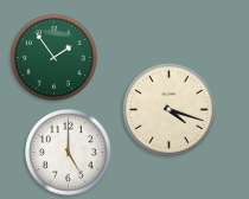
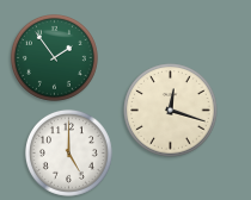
clock at (170, 110): 4:18 -> 12:18
